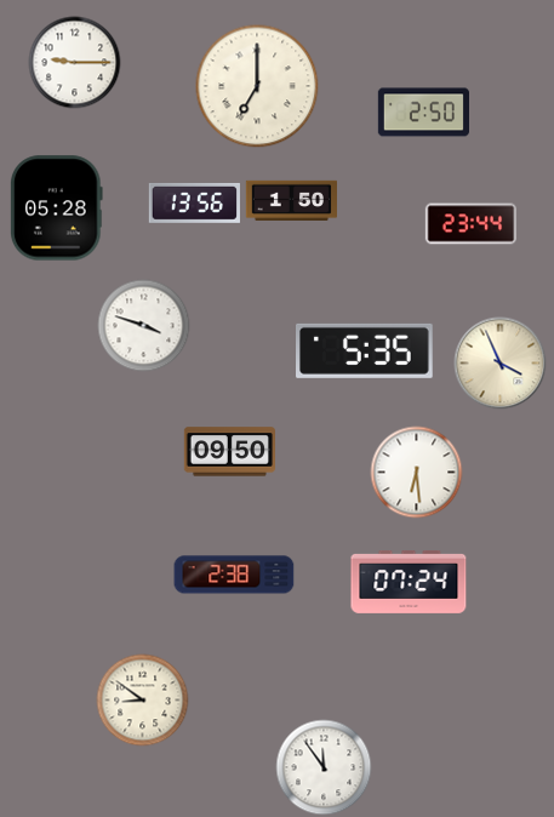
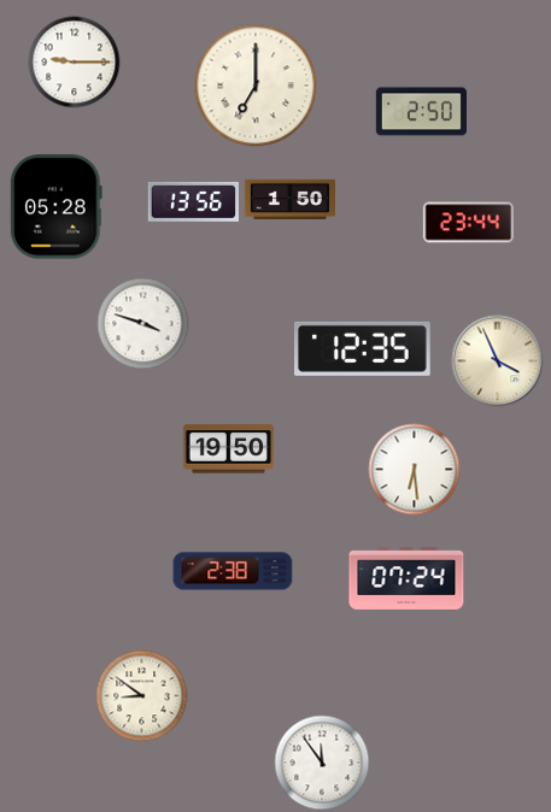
clock at (365, 350): 5:35 -> 12:35
clock at (229, 452): 09:50 -> 19:50
